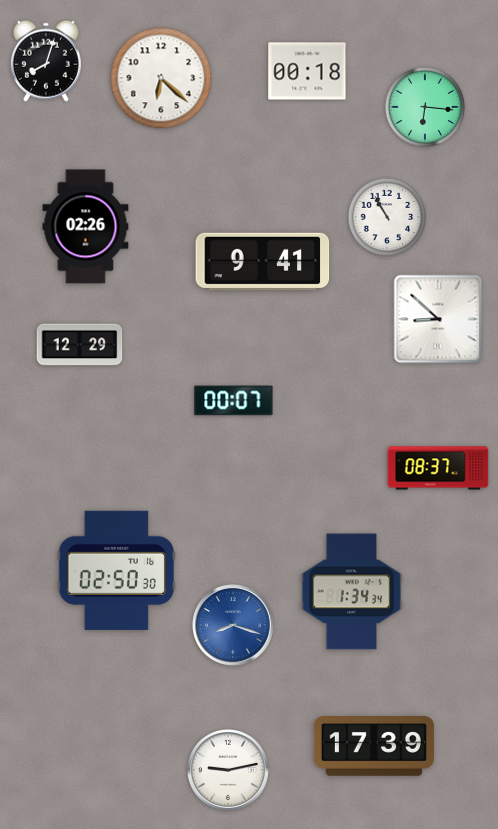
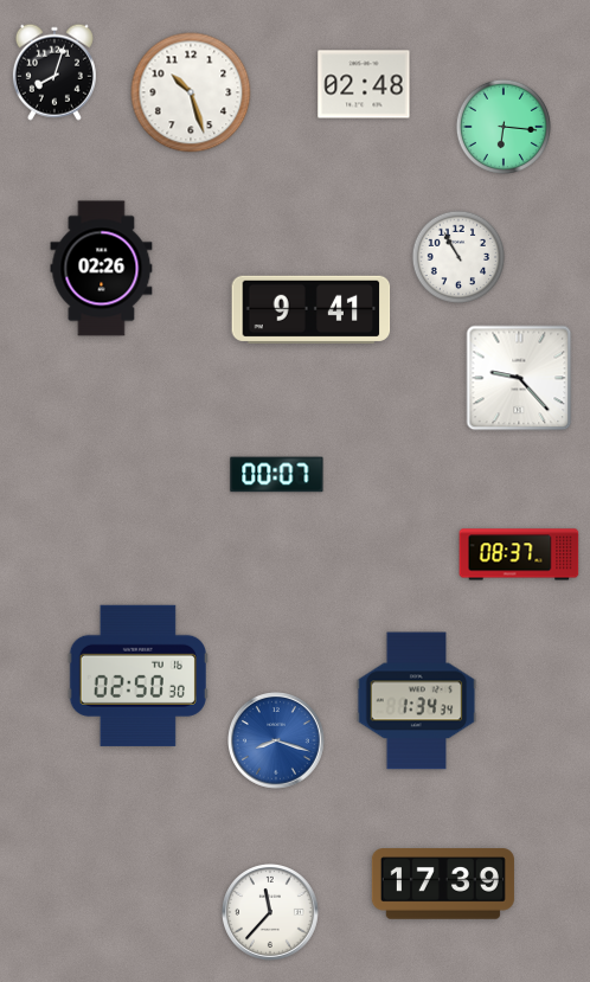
clock at (307, 71): 00:18 -> 02:48
clock at (161, 78): 6:22 -> 10:27
clock at (438, 319): 8:52 -> 9:23
clock at (80, 345): 12:29 -> none
clock at (229, 771): 9:13 -> 11:37
